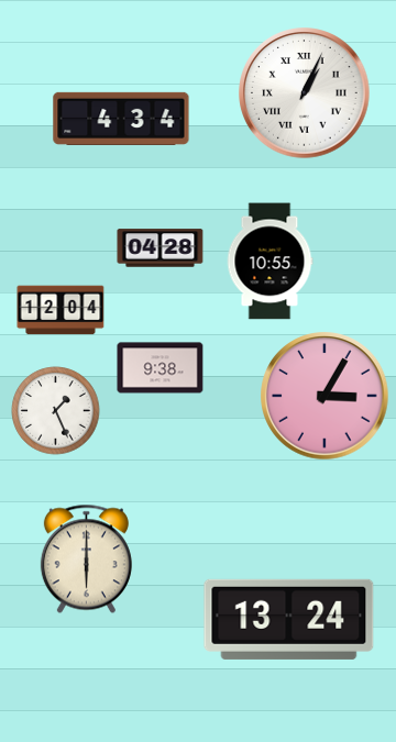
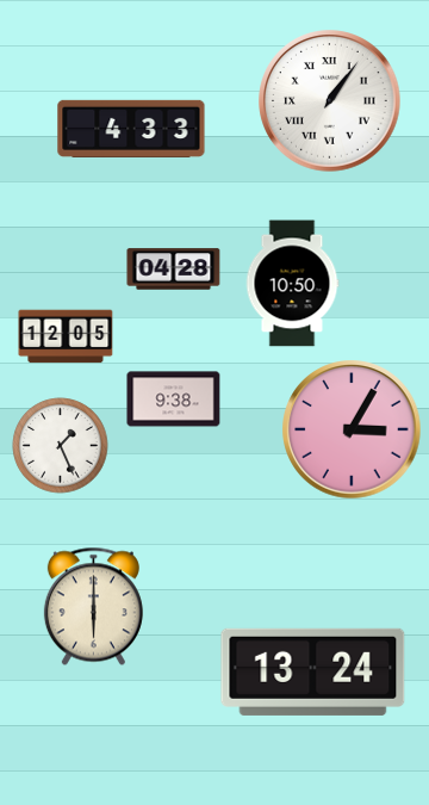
clock at (305, 93): 1:04 -> 1:06
clock at (121, 119): 4:34 -> 4:33
clock at (269, 262): 10:55 -> 10:50
clock at (61, 310): 12:04 -> 12:05
